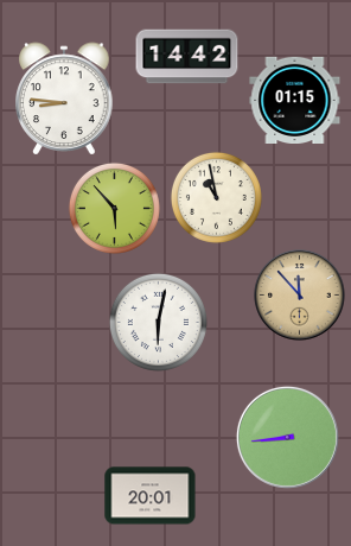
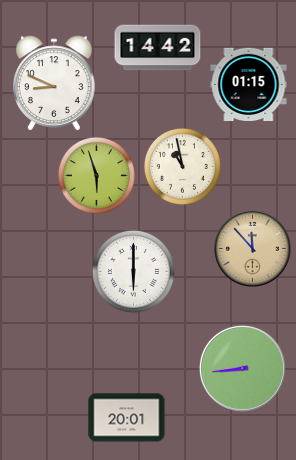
clock at (64, 99): 8:46 -> 8:49
clock at (114, 208): 5:53 -> 5:57
clock at (158, 322): 6:02 -> 6:00
